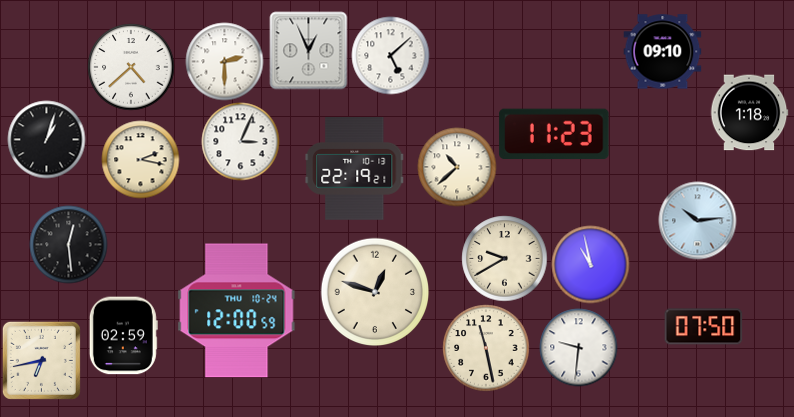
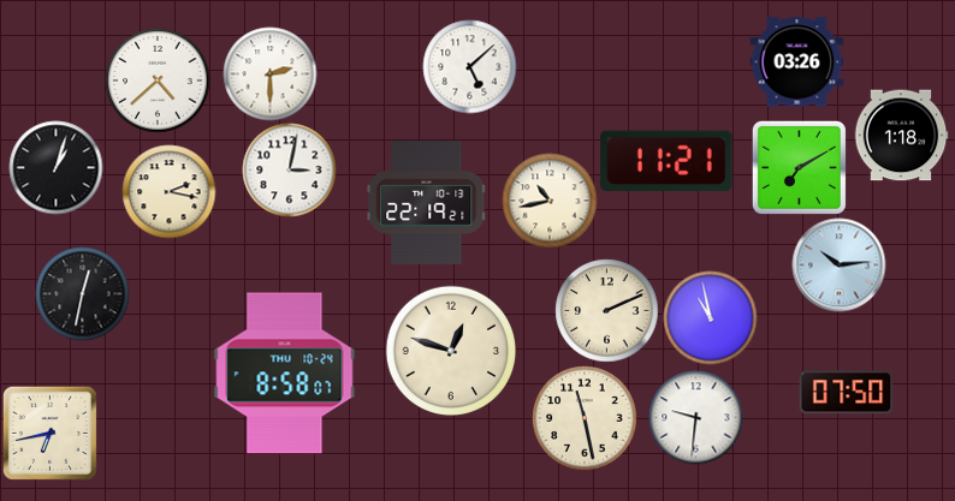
clock at (308, 50): 12:56 -> none
clock at (662, 52): 09:10 -> 03:26
clock at (554, 134): 11:23 -> 11:21
clock at (799, 167): none -> 7:10
clock at (240, 141): 3:04 -> 3:02
clock at (457, 167): 10:38 -> 10:43
clock at (68, 244): 12:29 -> 12:32
clock at (504, 258): 9:40 -> 2:11
clock at (237, 311): 12:00 -> 8:58
clock at (123, 335): 02:59 -> none
